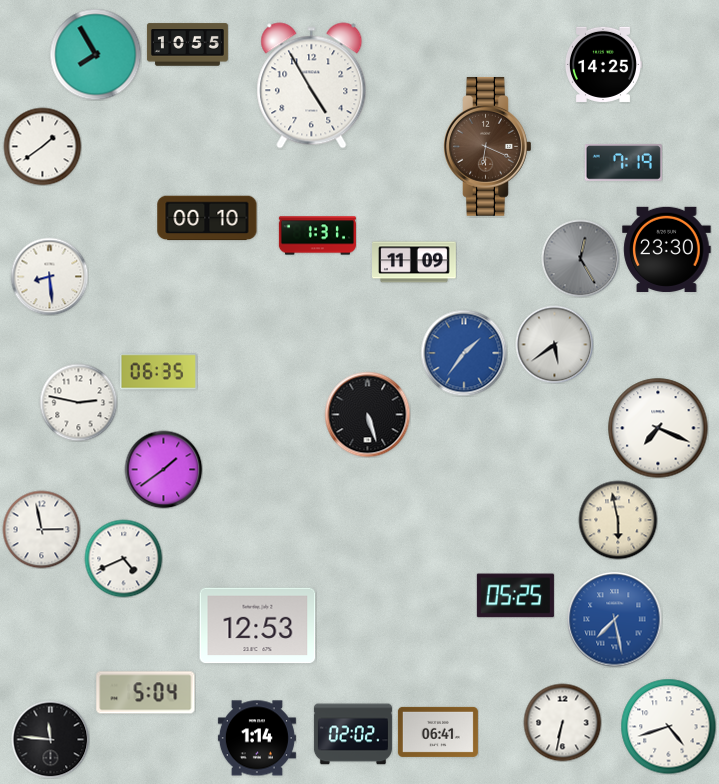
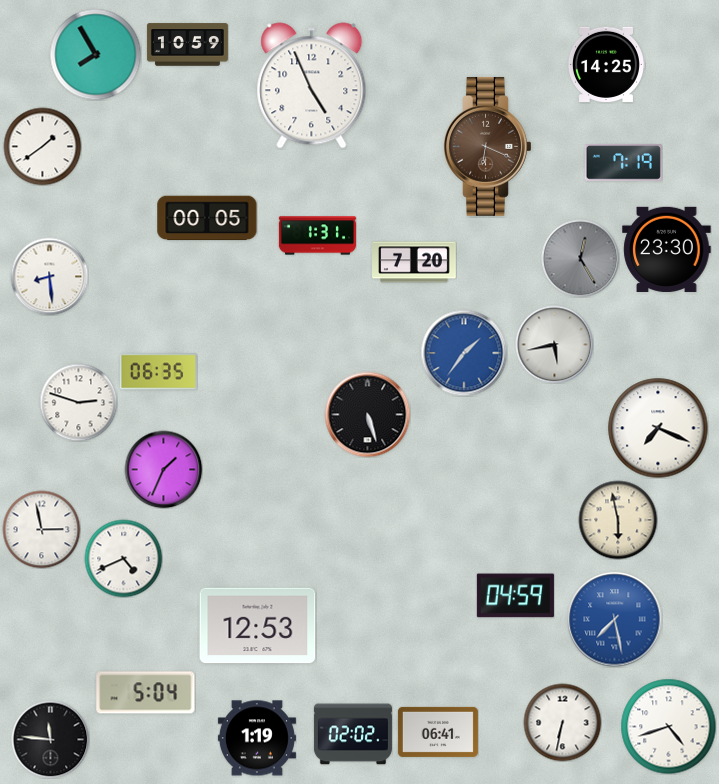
clock at (187, 45): 10:55 -> 10:59
clock at (603, 64) position: (603, 64) -> (606, 64)
clock at (312, 86): 4:55 -> 4:56
clock at (207, 218): 00:10 -> 00:05
clock at (415, 262): 11:09 -> 7:20
clock at (554, 344): 5:39 -> 5:43
clock at (78, 402): 2:47 -> 2:48
clock at (163, 469): 1:39 -> 1:34
clock at (515, 596): 05:25 -> 04:59
clock at (257, 738): 1:14 -> 1:19
